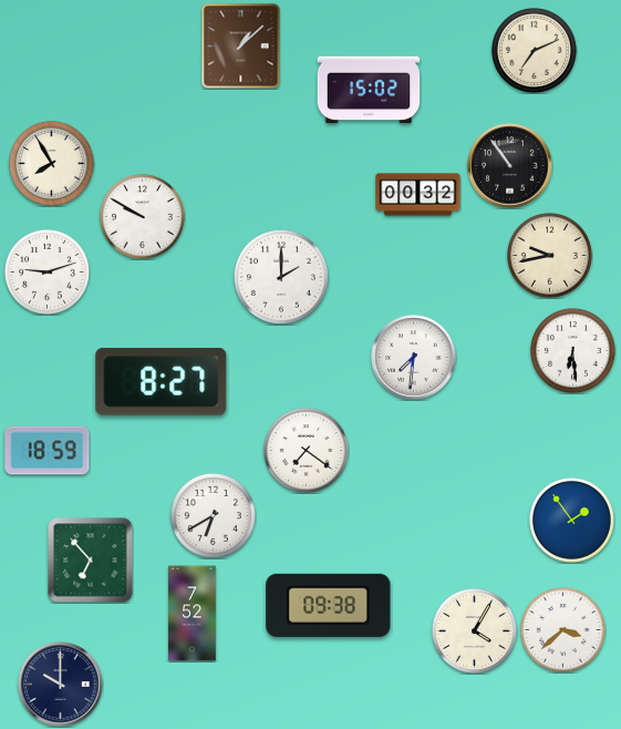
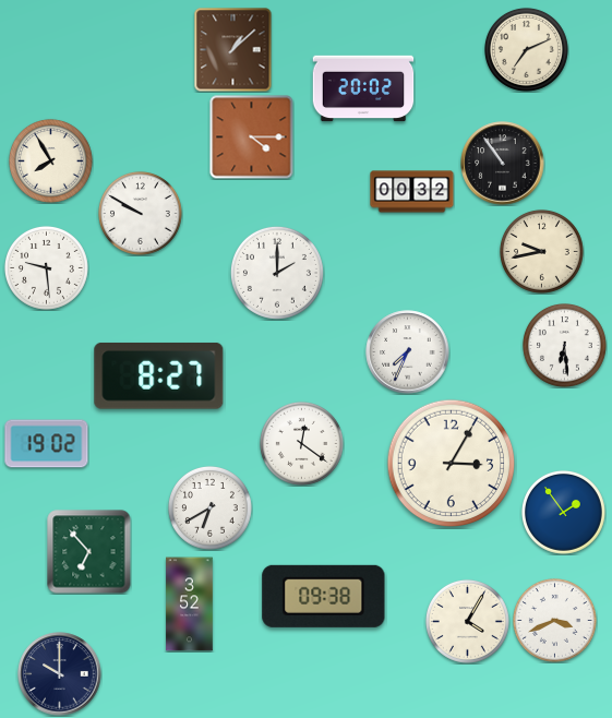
clock at (241, 47) position: (241, 47) -> (233, 50)
clock at (369, 90): 15:02 -> 20:02
clock at (252, 137): none -> 4:15
clock at (46, 271): 9:12 -> 9:29
clock at (414, 358): 7:31 -> 7:34
clock at (306, 450): 7:21 -> 12:21
clock at (48, 451): 18:59 -> 19:02
clock at (452, 464): none -> 3:05
clock at (193, 614): 7:52 -> 3:52
clock at (562, 629): 3:38 -> 3:41
